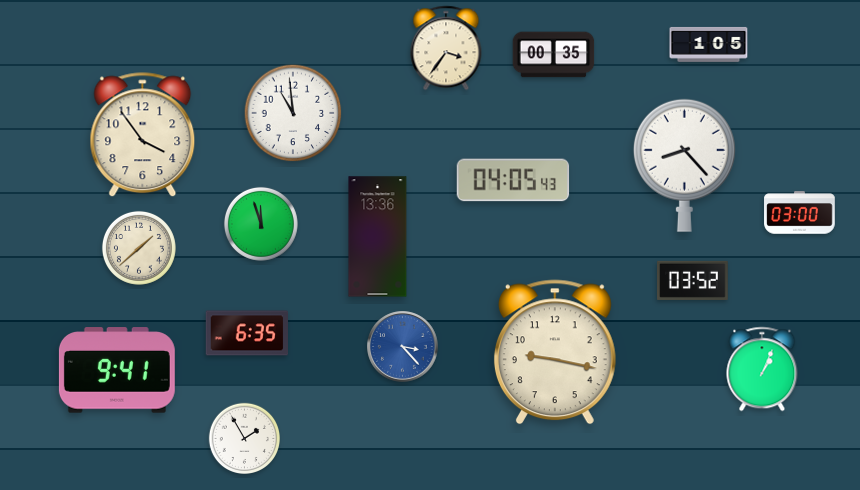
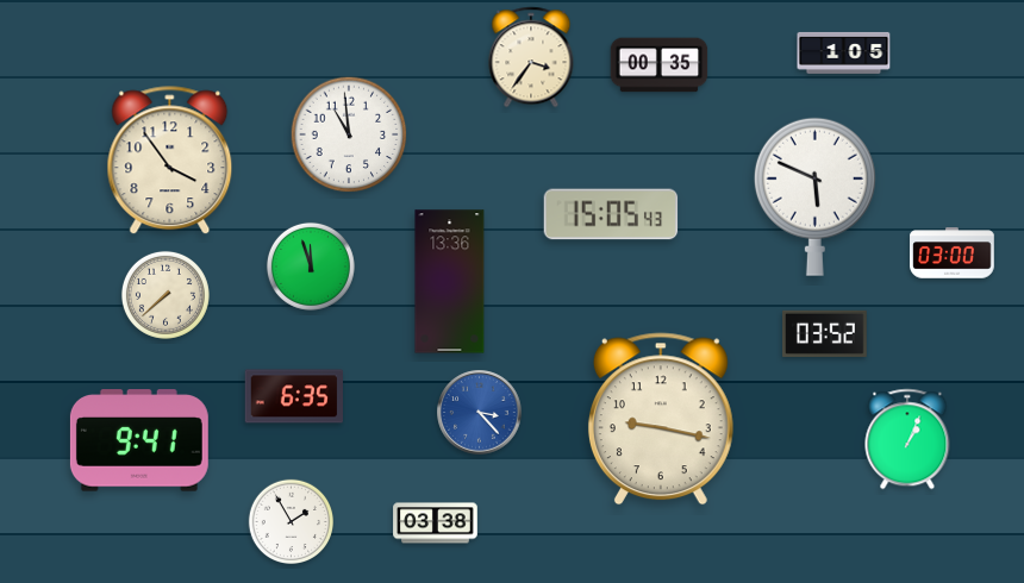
clock at (684, 165): 8:23 -> 5:49
clock at (513, 180): 04:05 -> 15:05
clock at (139, 248): 1:38 -> 7:38
clock at (436, 524): none -> 03:38
